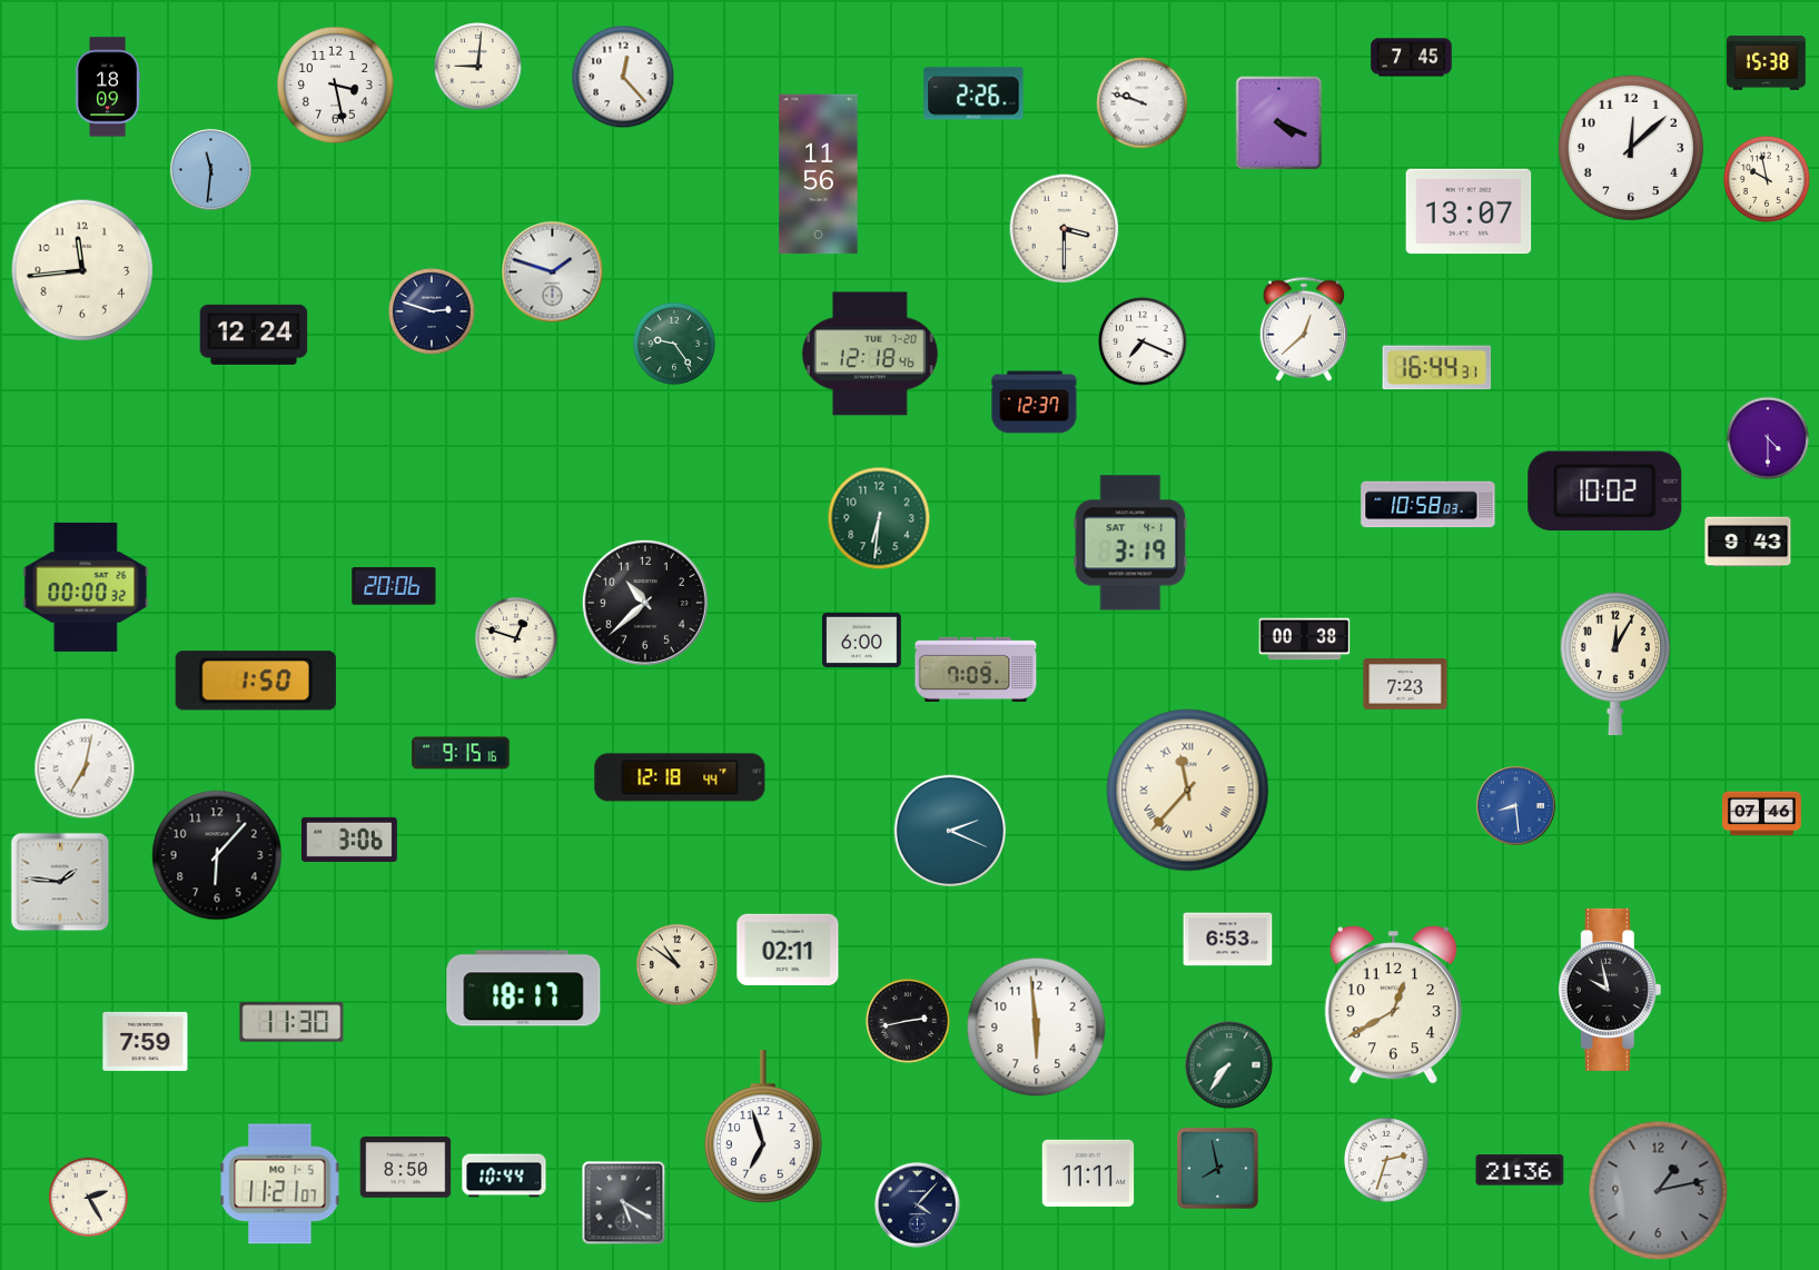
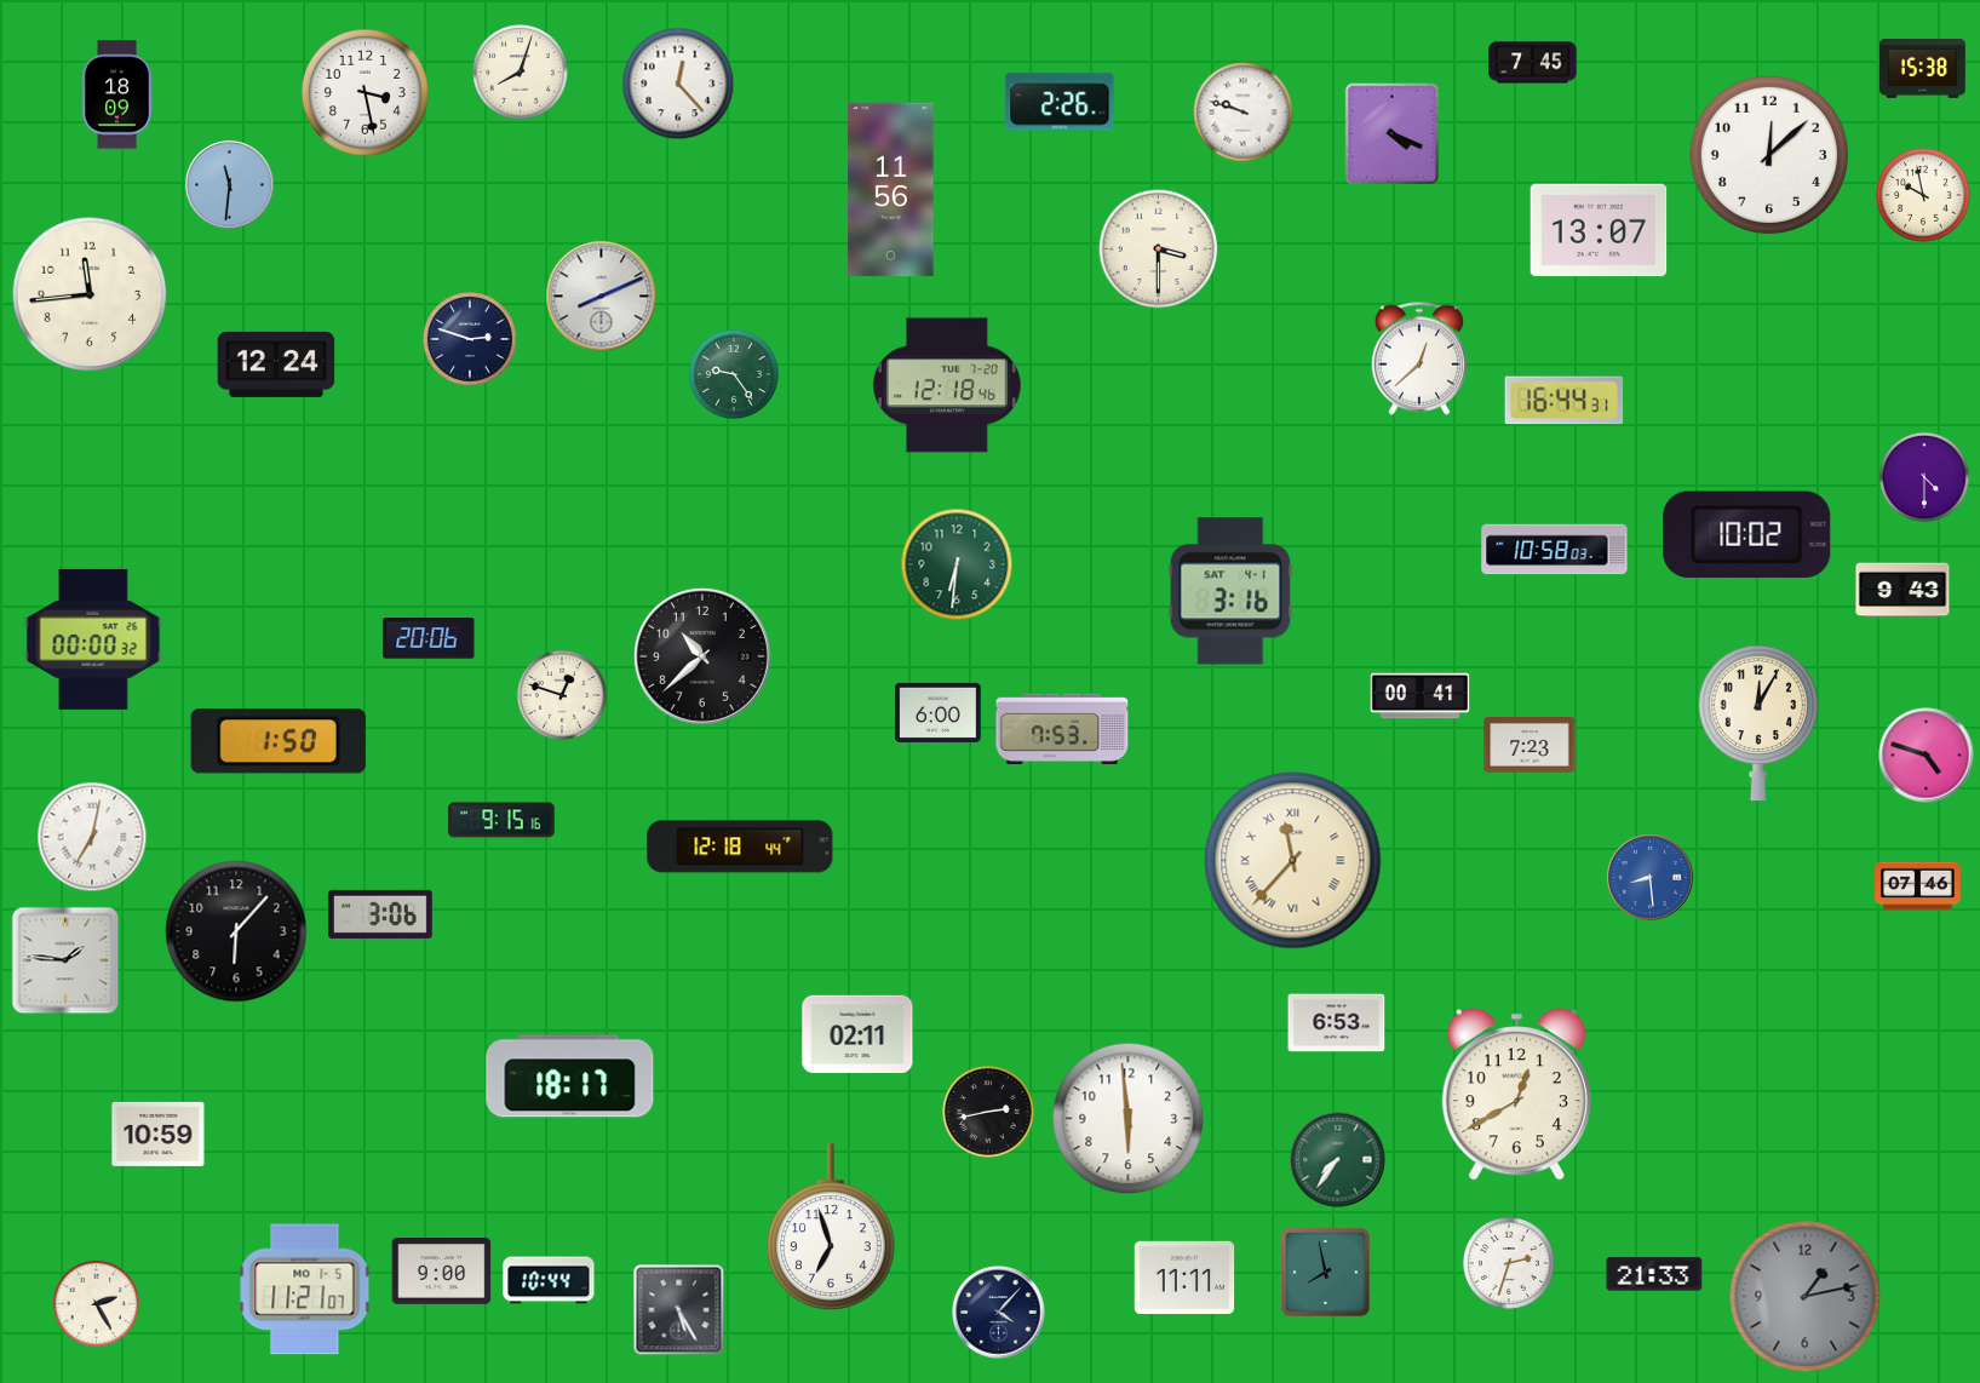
clock at (1412, 58) position: (1412, 58) -> (1533, 63)
clock at (478, 67): 9:01 -> 8:03
clock at (1631, 148) position: (1631, 148) -> (1769, 155)
clock at (553, 272): 1:48 -> 8:11
clock at (1143, 341): 7:19 -> none
clock at (1035, 403): 12:37 -> none
clock at (1130, 543): 3:19 -> 3:16
clock at (862, 639) position: (862, 639) -> (939, 712)
clock at (1305, 639): 00:38 -> 00:41
clock at (976, 668): 7:09 -> 7:53
clock at (1927, 756): none -> 4:48
clock at (949, 830): 2:19 -> none
clock at (676, 964): 10:51 -> none
clock at (1610, 990): 9:58 -> none
clock at (291, 1022): 11:30 -> none
clock at (146, 1041): 7:59 -> 10:59
clock at (406, 1168): 8:50 -> 9:00
clock at (1520, 1170): 21:36 -> 21:33
clock at (624, 1203): 5:20 -> 5:25
